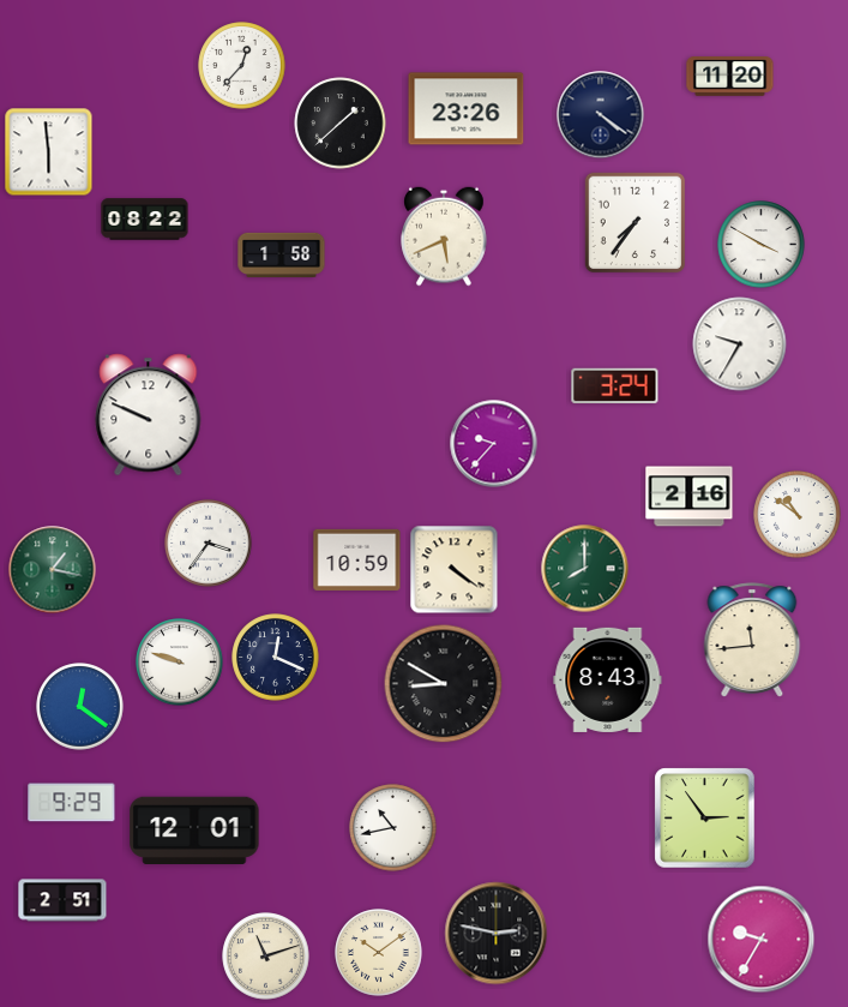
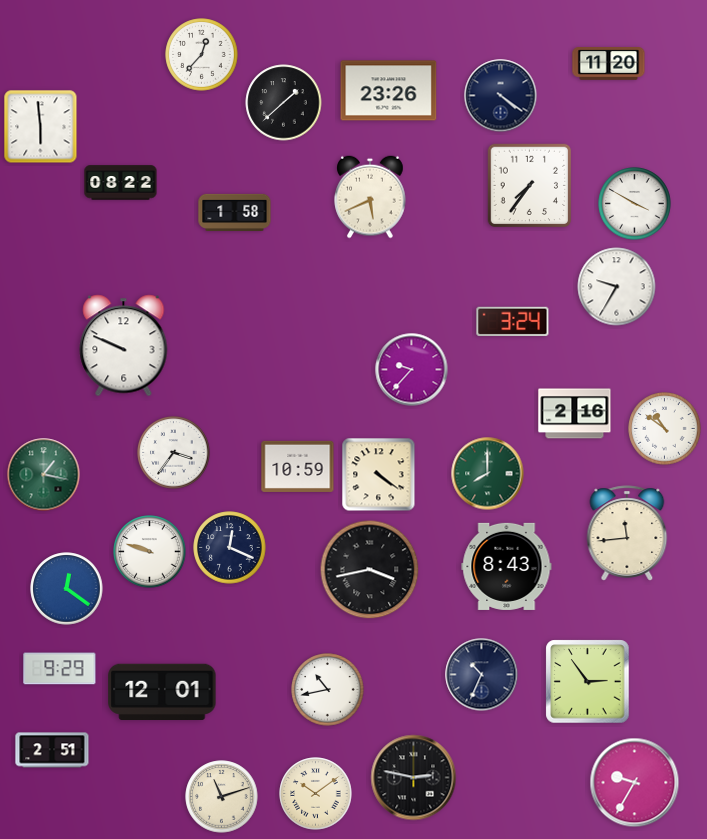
clock at (444, 684): 8:50 -> 3:43
clock at (482, 675): none -> 10:34
